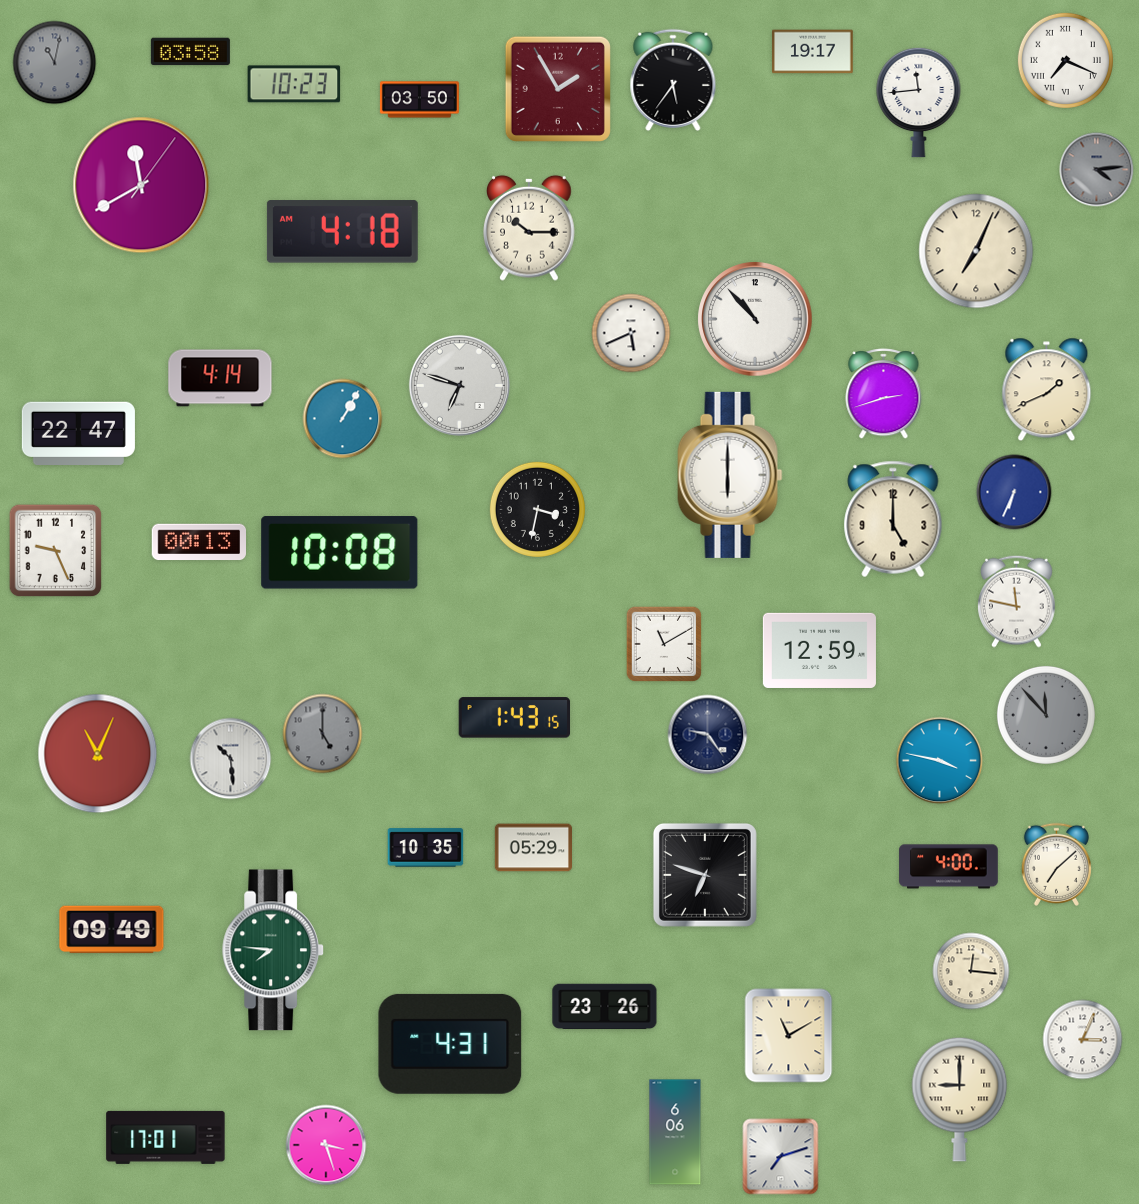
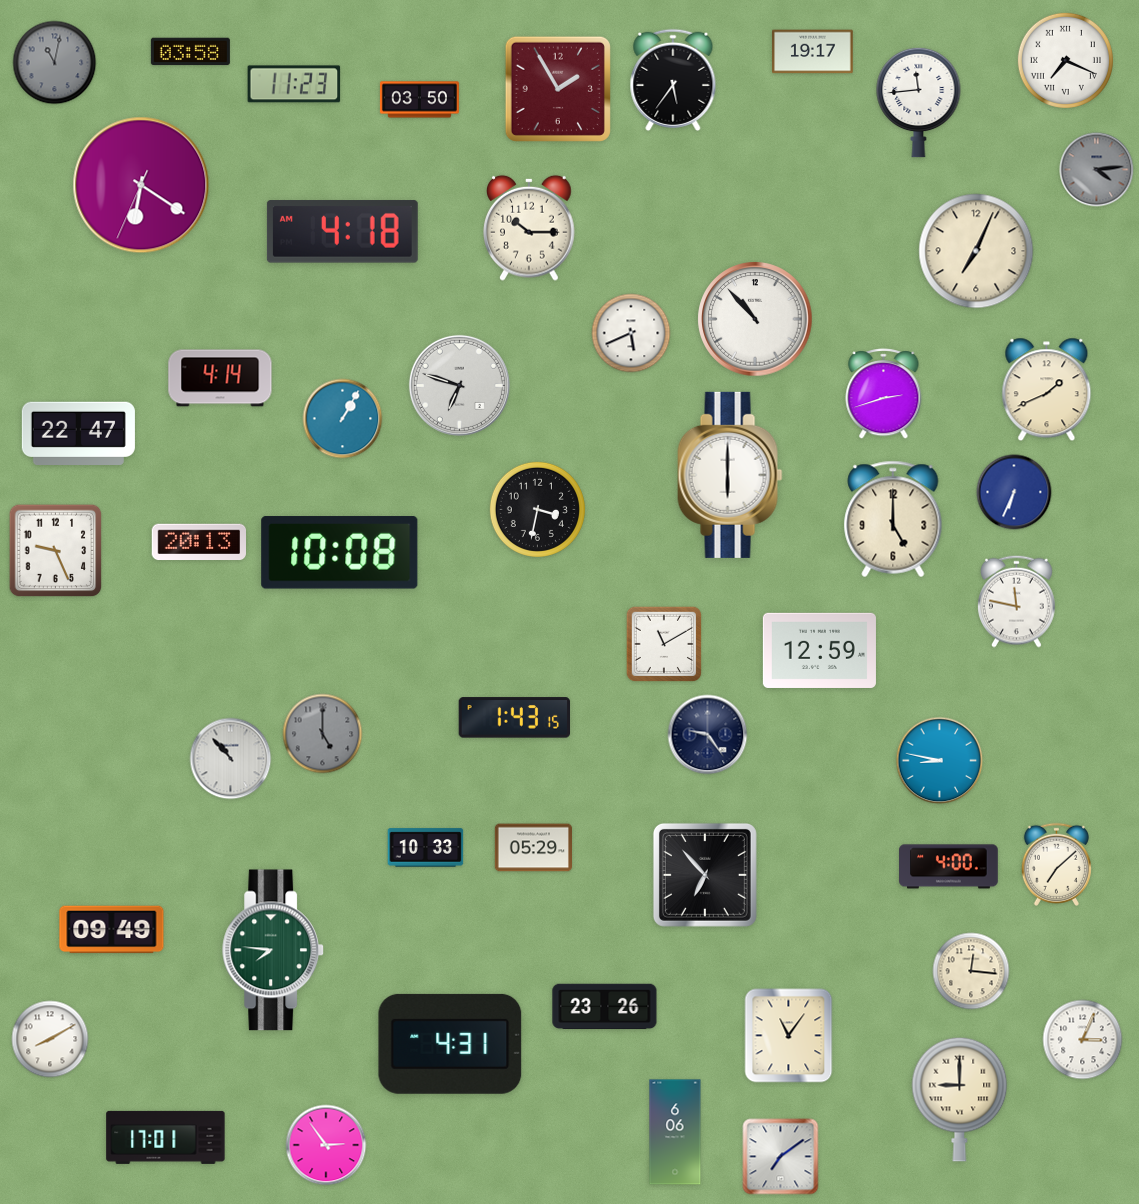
clock at (294, 84): 10:23 -> 11:23
clock at (141, 185): 11:40 -> 6:20
clock at (198, 542): 00:13 -> 20:13
clock at (1046, 715): 11:53 -> none
clock at (98, 754): 11:04 -> none
clock at (231, 759): 10:29 -> 10:53
clock at (940, 761): 3:47 -> 8:47
clock at (426, 848): 10:35 -> 10:33
clock at (705, 875): 6:48 -> 6:53
clock at (789, 1036): 11:10 -> 11:06
clock at (50, 1039): none -> 8:10
clock at (326, 1145): 3:27 -> 2:54
clock at (781, 1157): 7:12 -> 7:09
